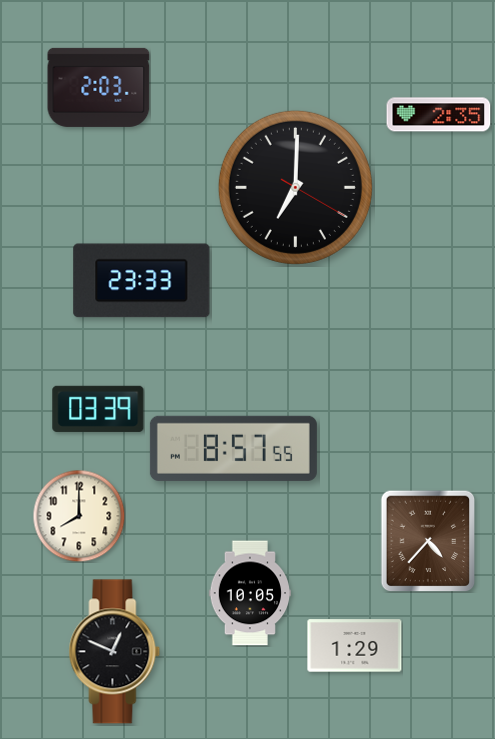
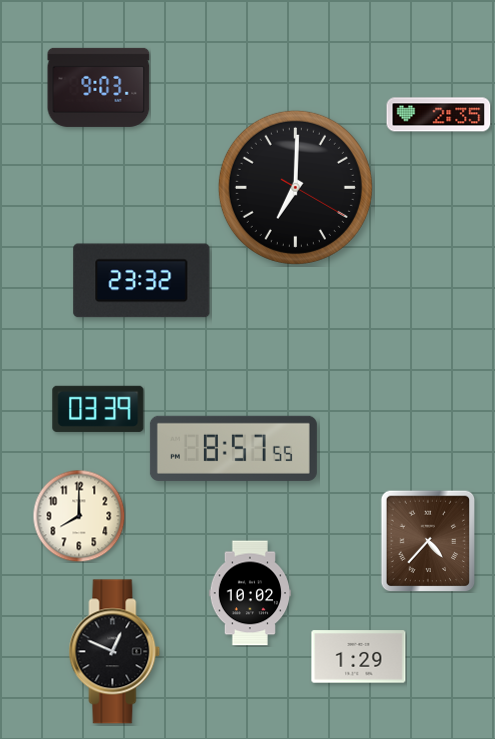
clock at (99, 87): 2:03 -> 9:03
clock at (142, 281): 23:33 -> 23:32
clock at (250, 593): 10:05 -> 10:02
clock at (355, 646) position: (355, 646) -> (359, 657)
